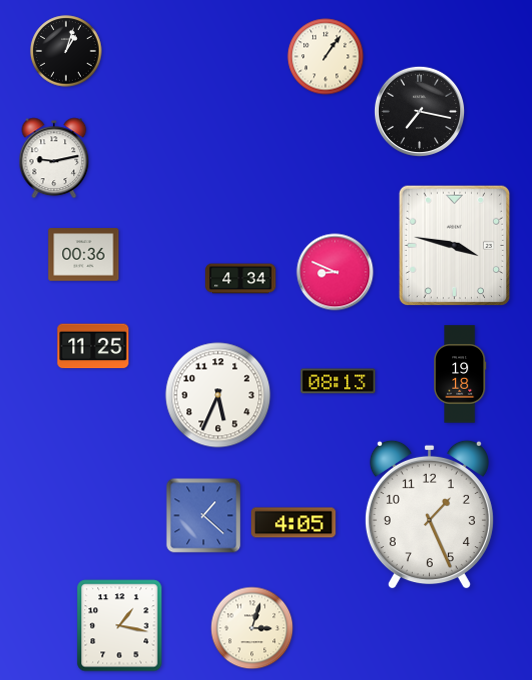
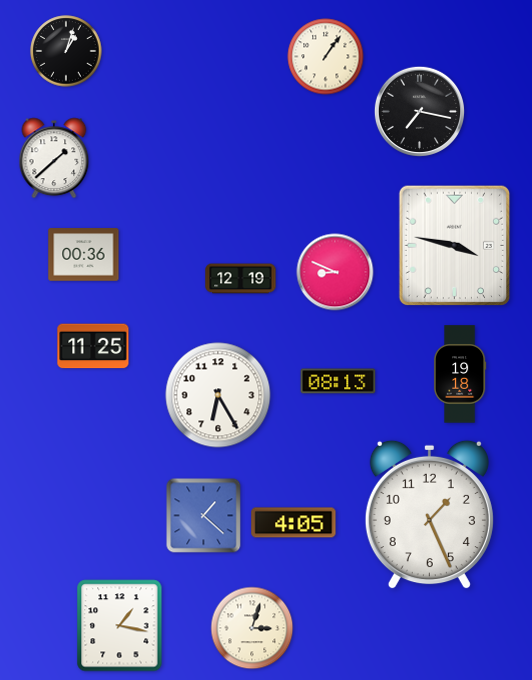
clock at (54, 158): 9:13 -> 1:38
clock at (241, 279): 4:34 -> 12:19
clock at (218, 395): 5:34 -> 6:25
